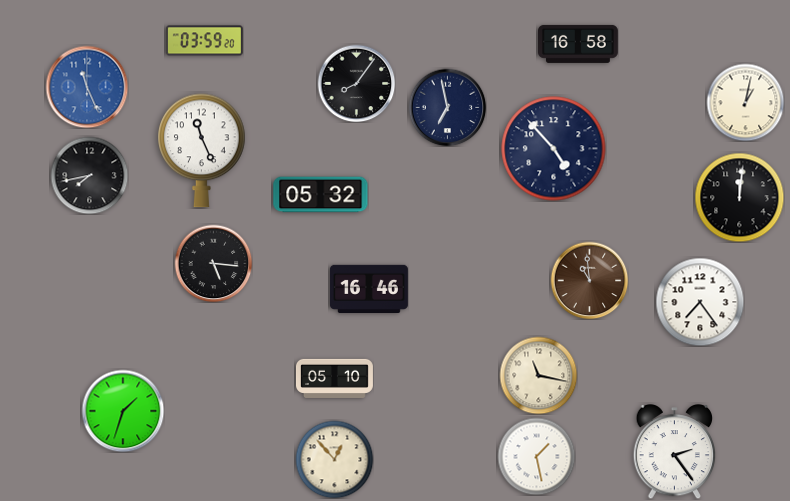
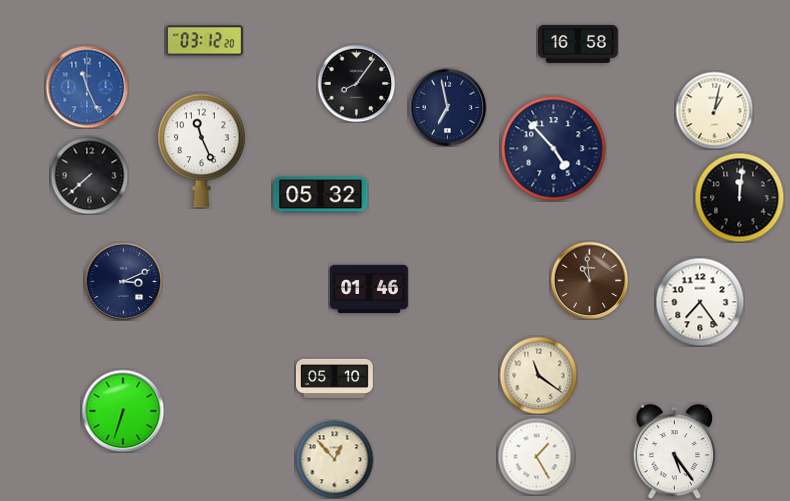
clock at (204, 41): 03:59 -> 03:12
clock at (745, 102) position: (745, 102) -> (714, 110)
clock at (89, 175): 7:43 -> 7:38
clock at (213, 263): 5:16 -> none
clock at (123, 281): none -> 3:11
clock at (369, 288): 16:46 -> 01:46
clock at (538, 375): 11:17 -> 11:21
clock at (123, 411): 1:33 -> 6:33
clock at (675, 452): 2:24 -> 5:24
clock at (536, 456): 1:28 -> 1:25
